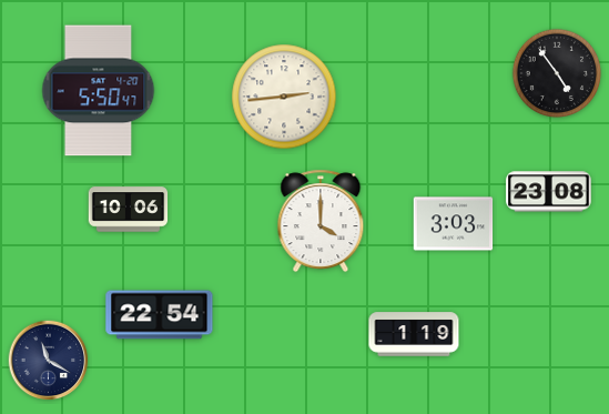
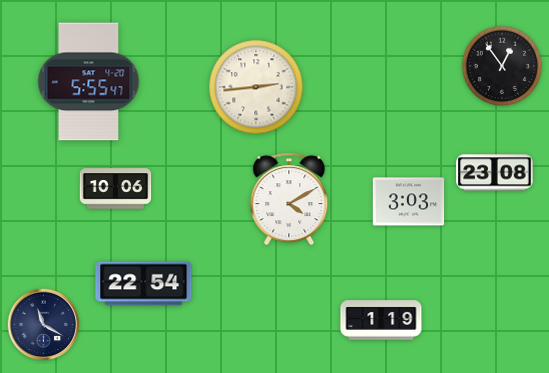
clock at (557, 73): 4:54 -> 12:54
clock at (99, 91): 5:50 -> 5:55
clock at (321, 221): 4:00 -> 4:10
clock at (414, 334) position: (414, 334) -> (381, 320)
